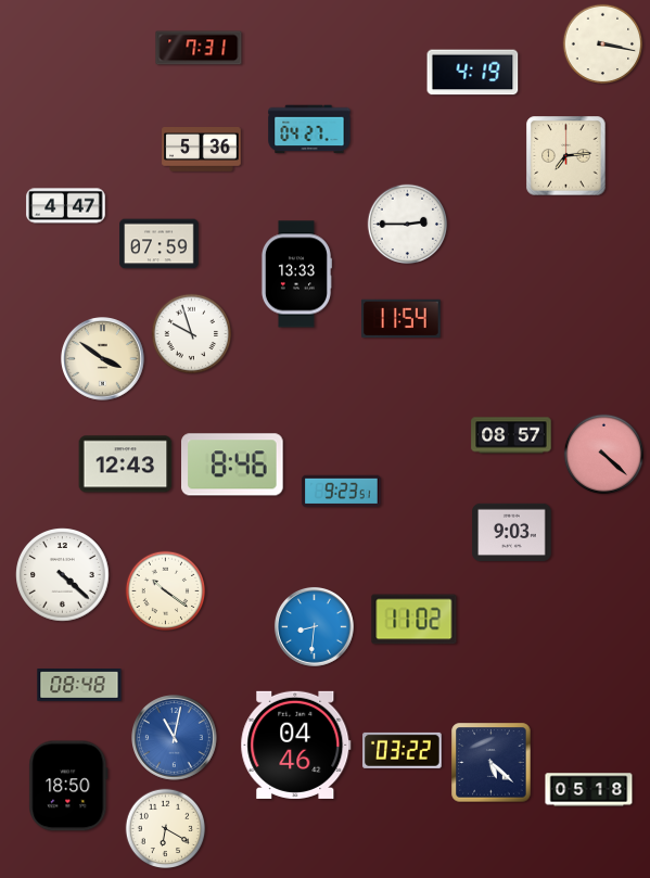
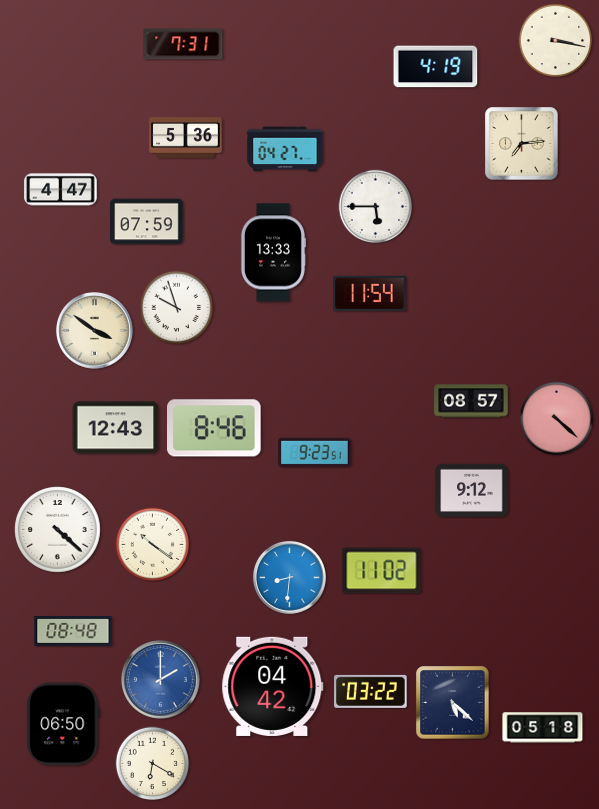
clock at (309, 129) position: (309, 129) -> (285, 149)
clock at (408, 225): 2:45 -> 5:45
clock at (160, 244) position: (160, 244) -> (147, 222)
clock at (512, 532): 9:03 -> 9:12
clock at (175, 738): 11:02 -> 2:00
clock at (296, 745): 04:46 -> 04:42
clock at (68, 786): 18:50 -> 06:50
